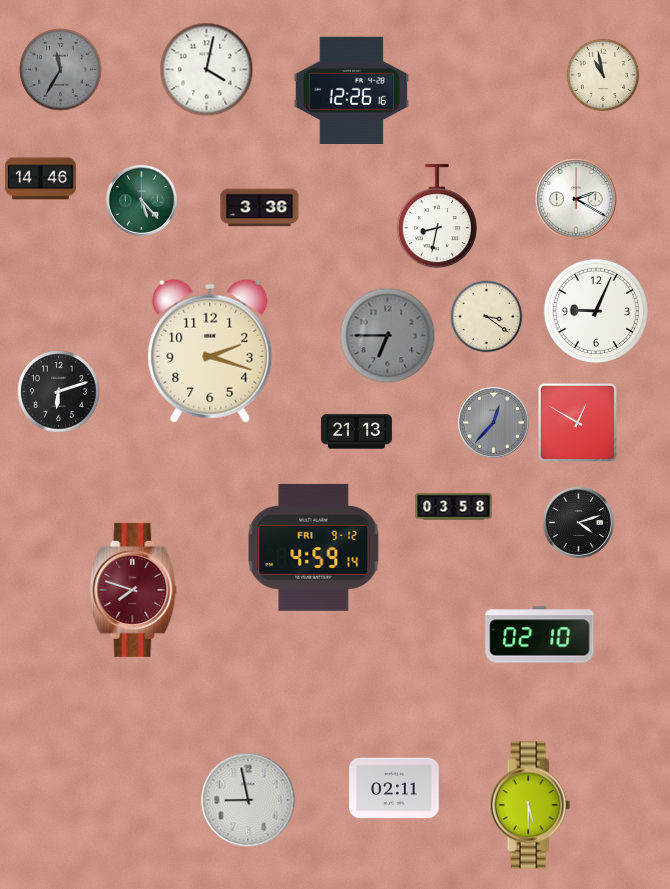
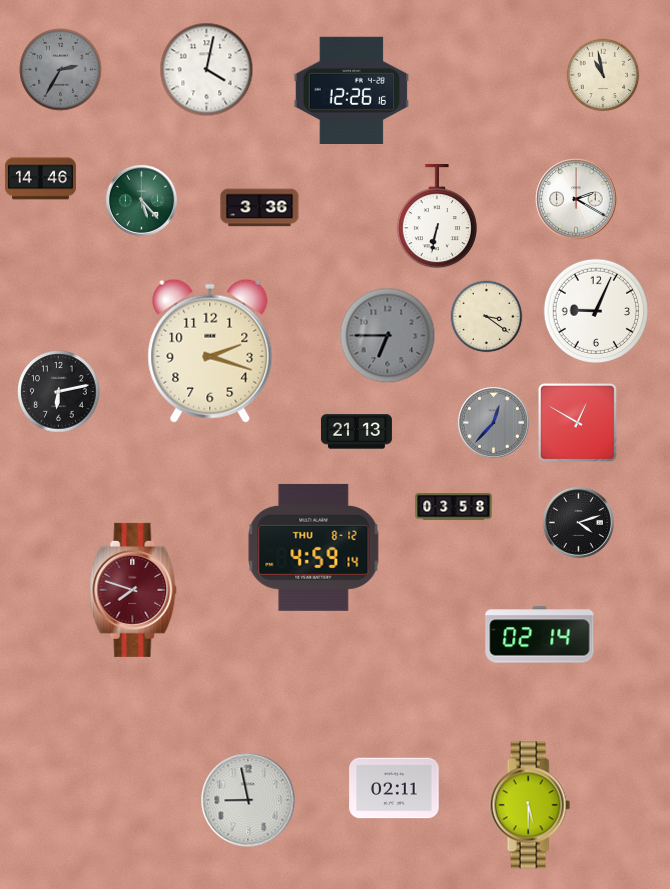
clock at (61, 70): 11:35 -> 2:35
clock at (436, 217): 8:32 -> 6:32
clock at (59, 392): 6:12 -> 6:13
clock at (314, 547) date: FRI 9-12 -> THU 8-12
clock at (540, 635): 02:10 -> 02:14
